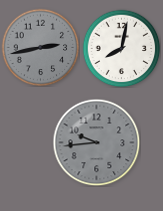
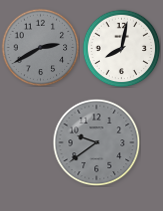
clock at (40, 47): 2:43 -> 2:40
clock at (96, 142): 9:44 -> 9:39
